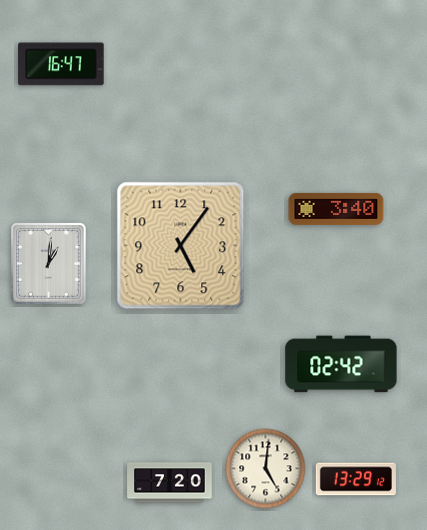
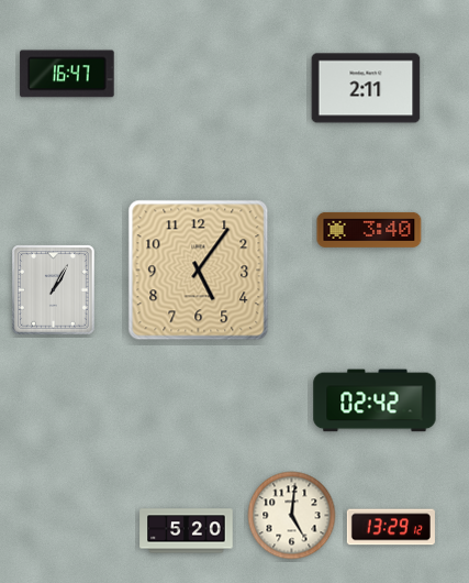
clock at (61, 64) position: (61, 64) -> (67, 74)
clock at (366, 88): none -> 2:11
clock at (49, 264): 1:01 -> 1:05
clock at (170, 483): 7:20 -> 5:20
